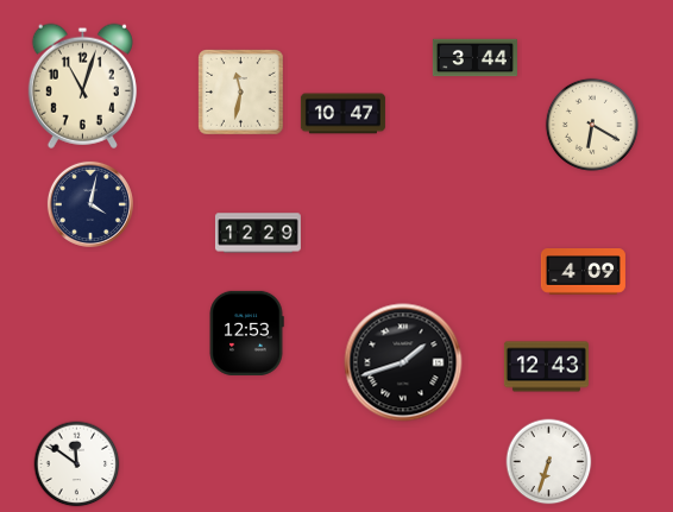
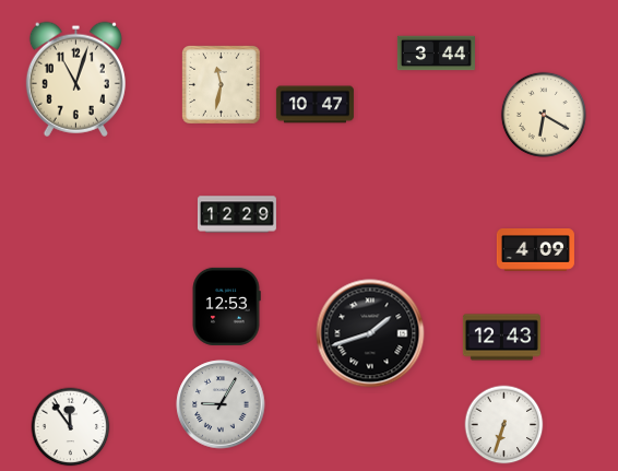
clock at (90, 204): 4:02 -> none
clock at (221, 404): none -> 9:05
clock at (77, 464): 11:51 -> 11:54
